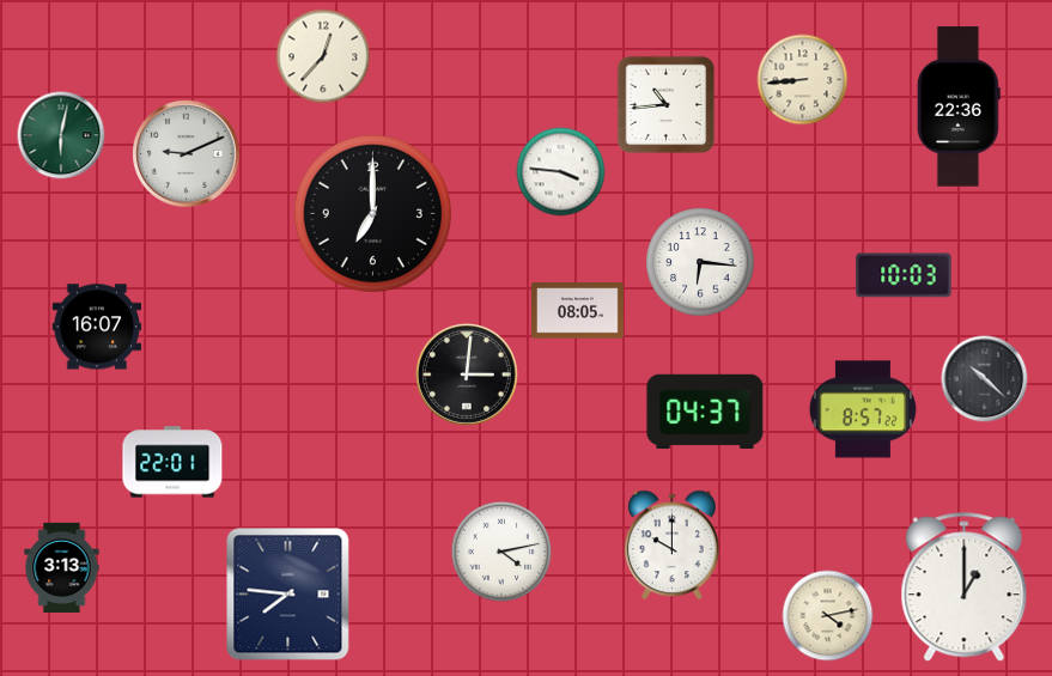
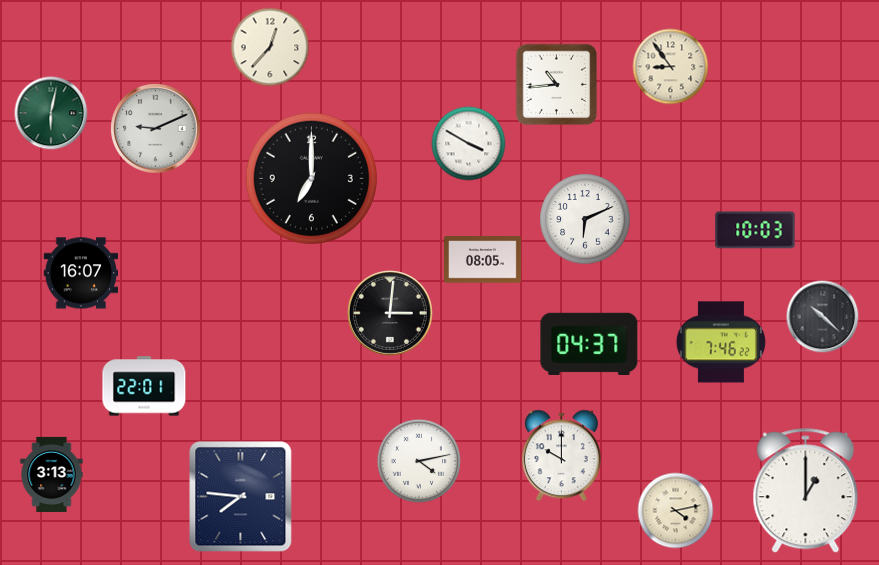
clock at (803, 80): 8:44 -> 8:54
clock at (667, 105) position: (667, 105) -> (557, 85)
clock at (959, 106): 22:36 -> none
clock at (561, 172): 3:46 -> 3:50
clock at (700, 262): 6:16 -> 6:11
clock at (863, 409): 8:57 -> 7:46
clock at (828, 616) position: (828, 616) -> (676, 511)
